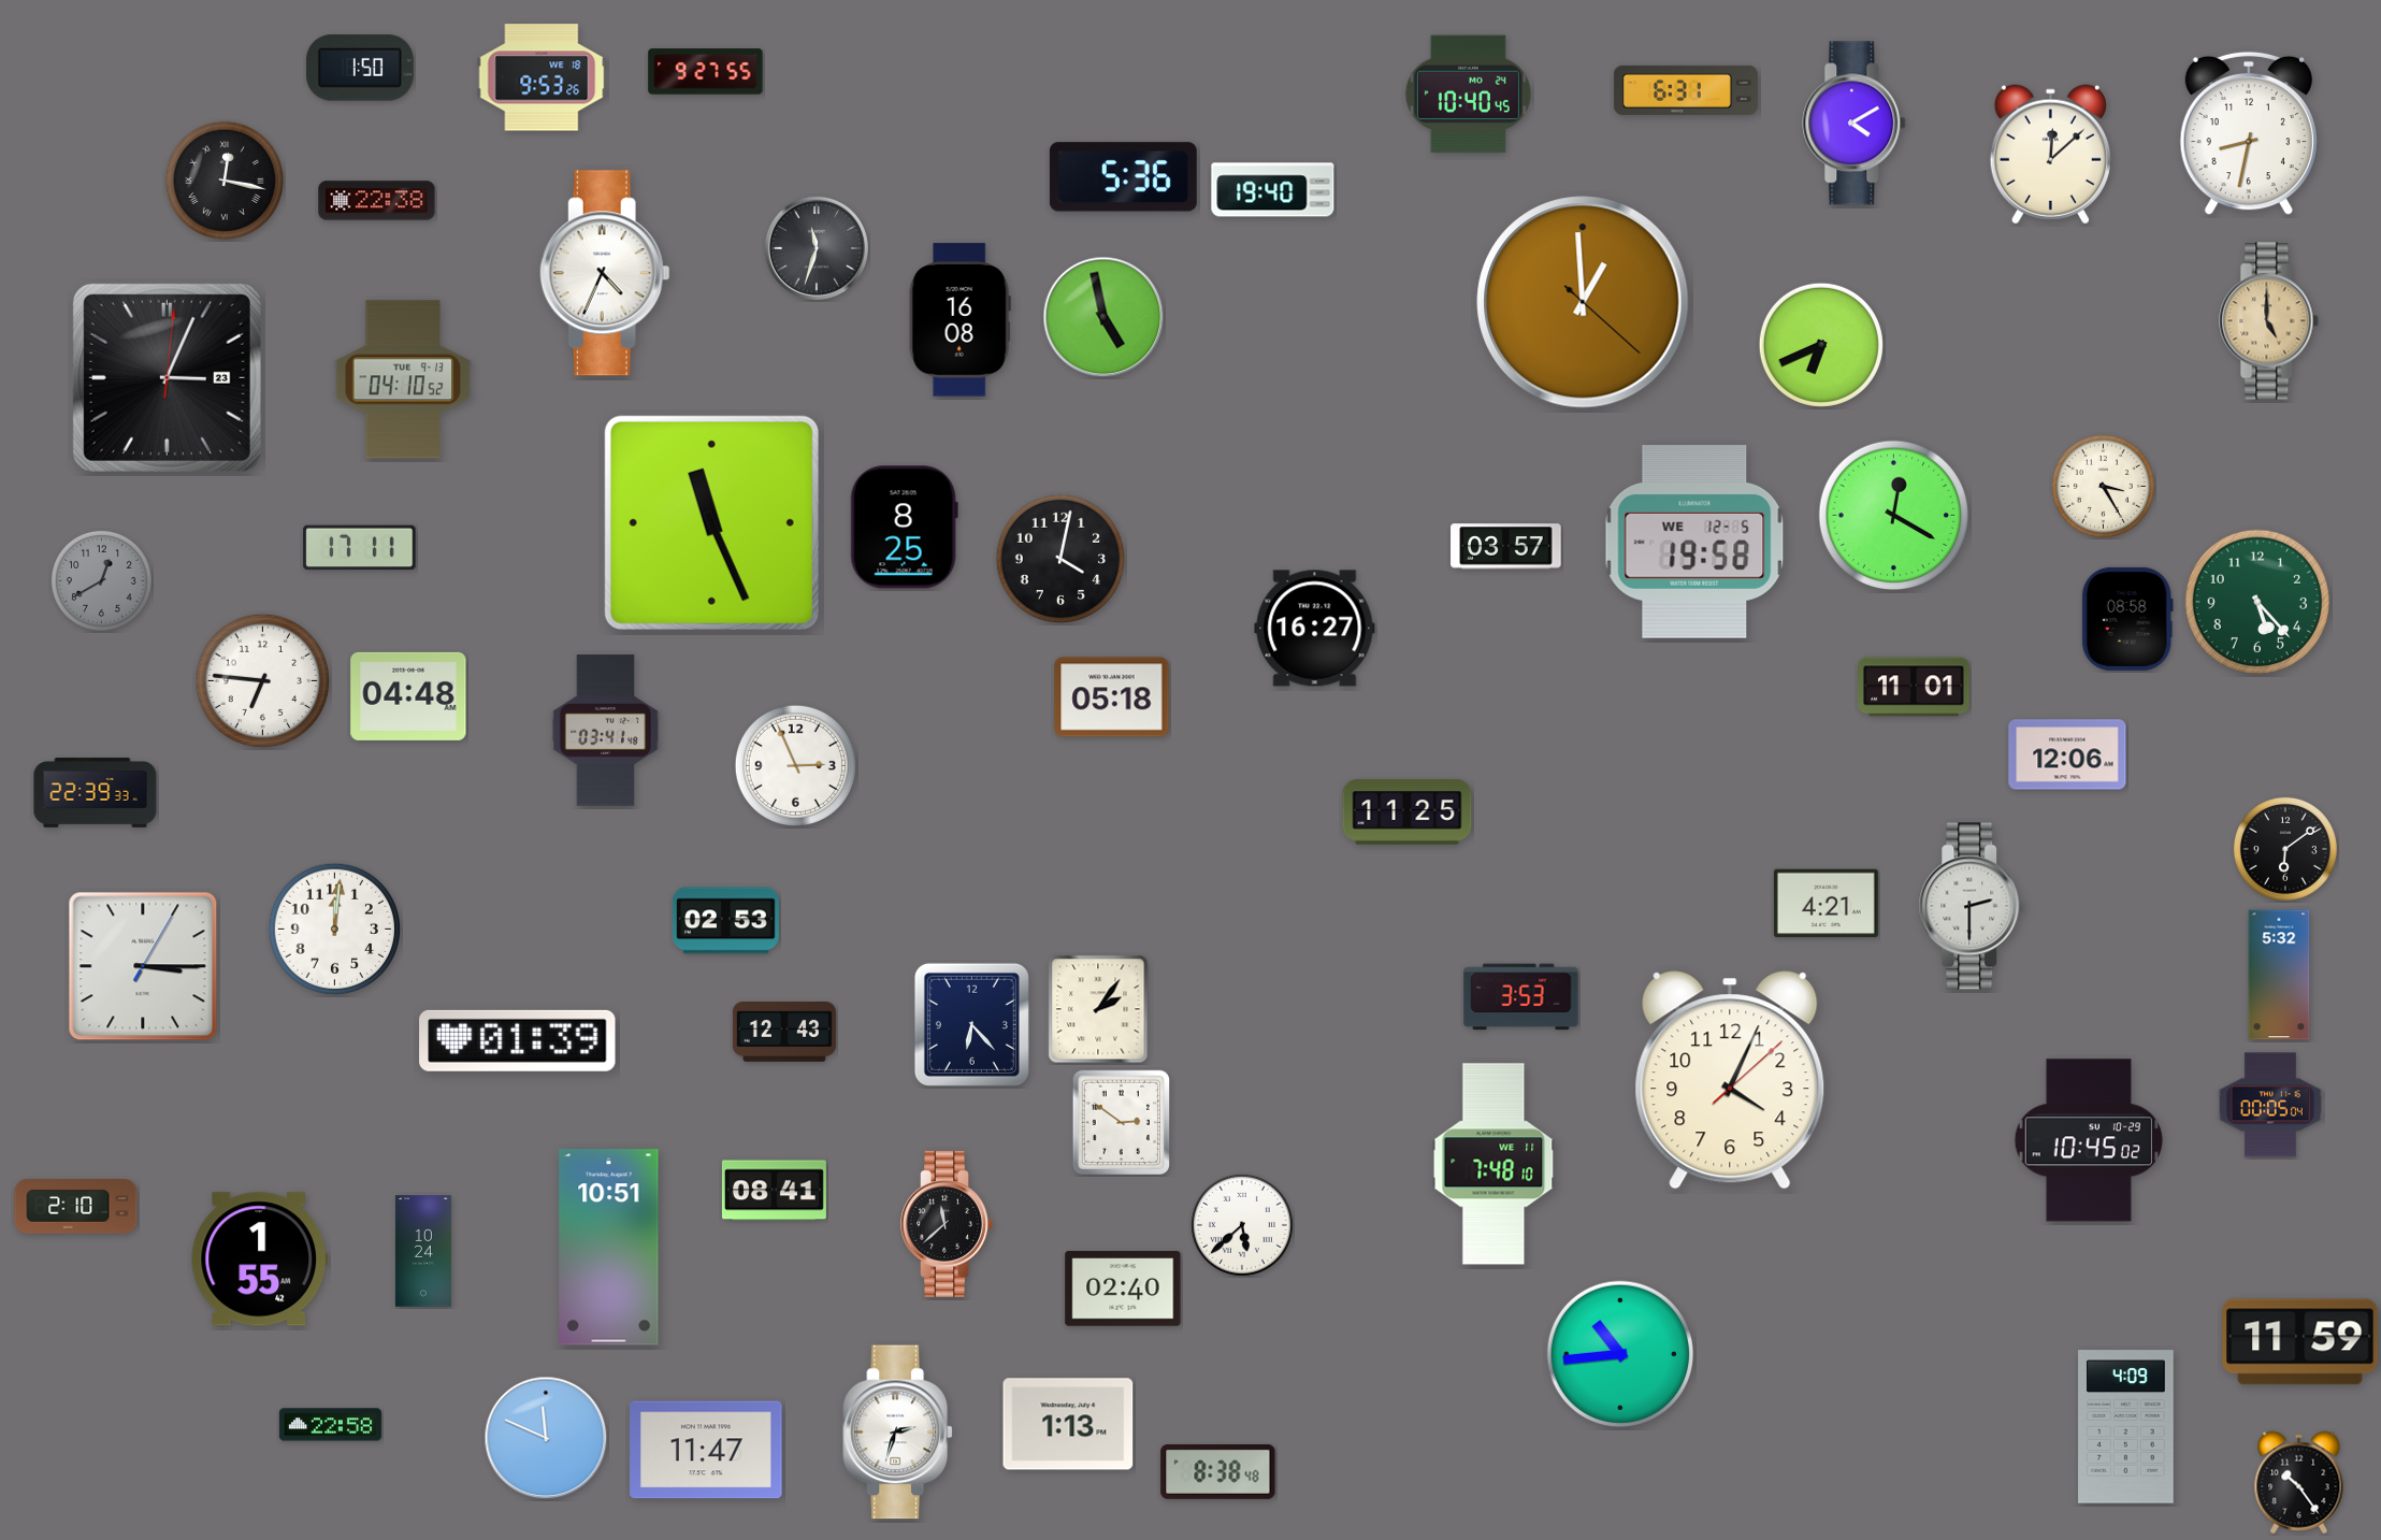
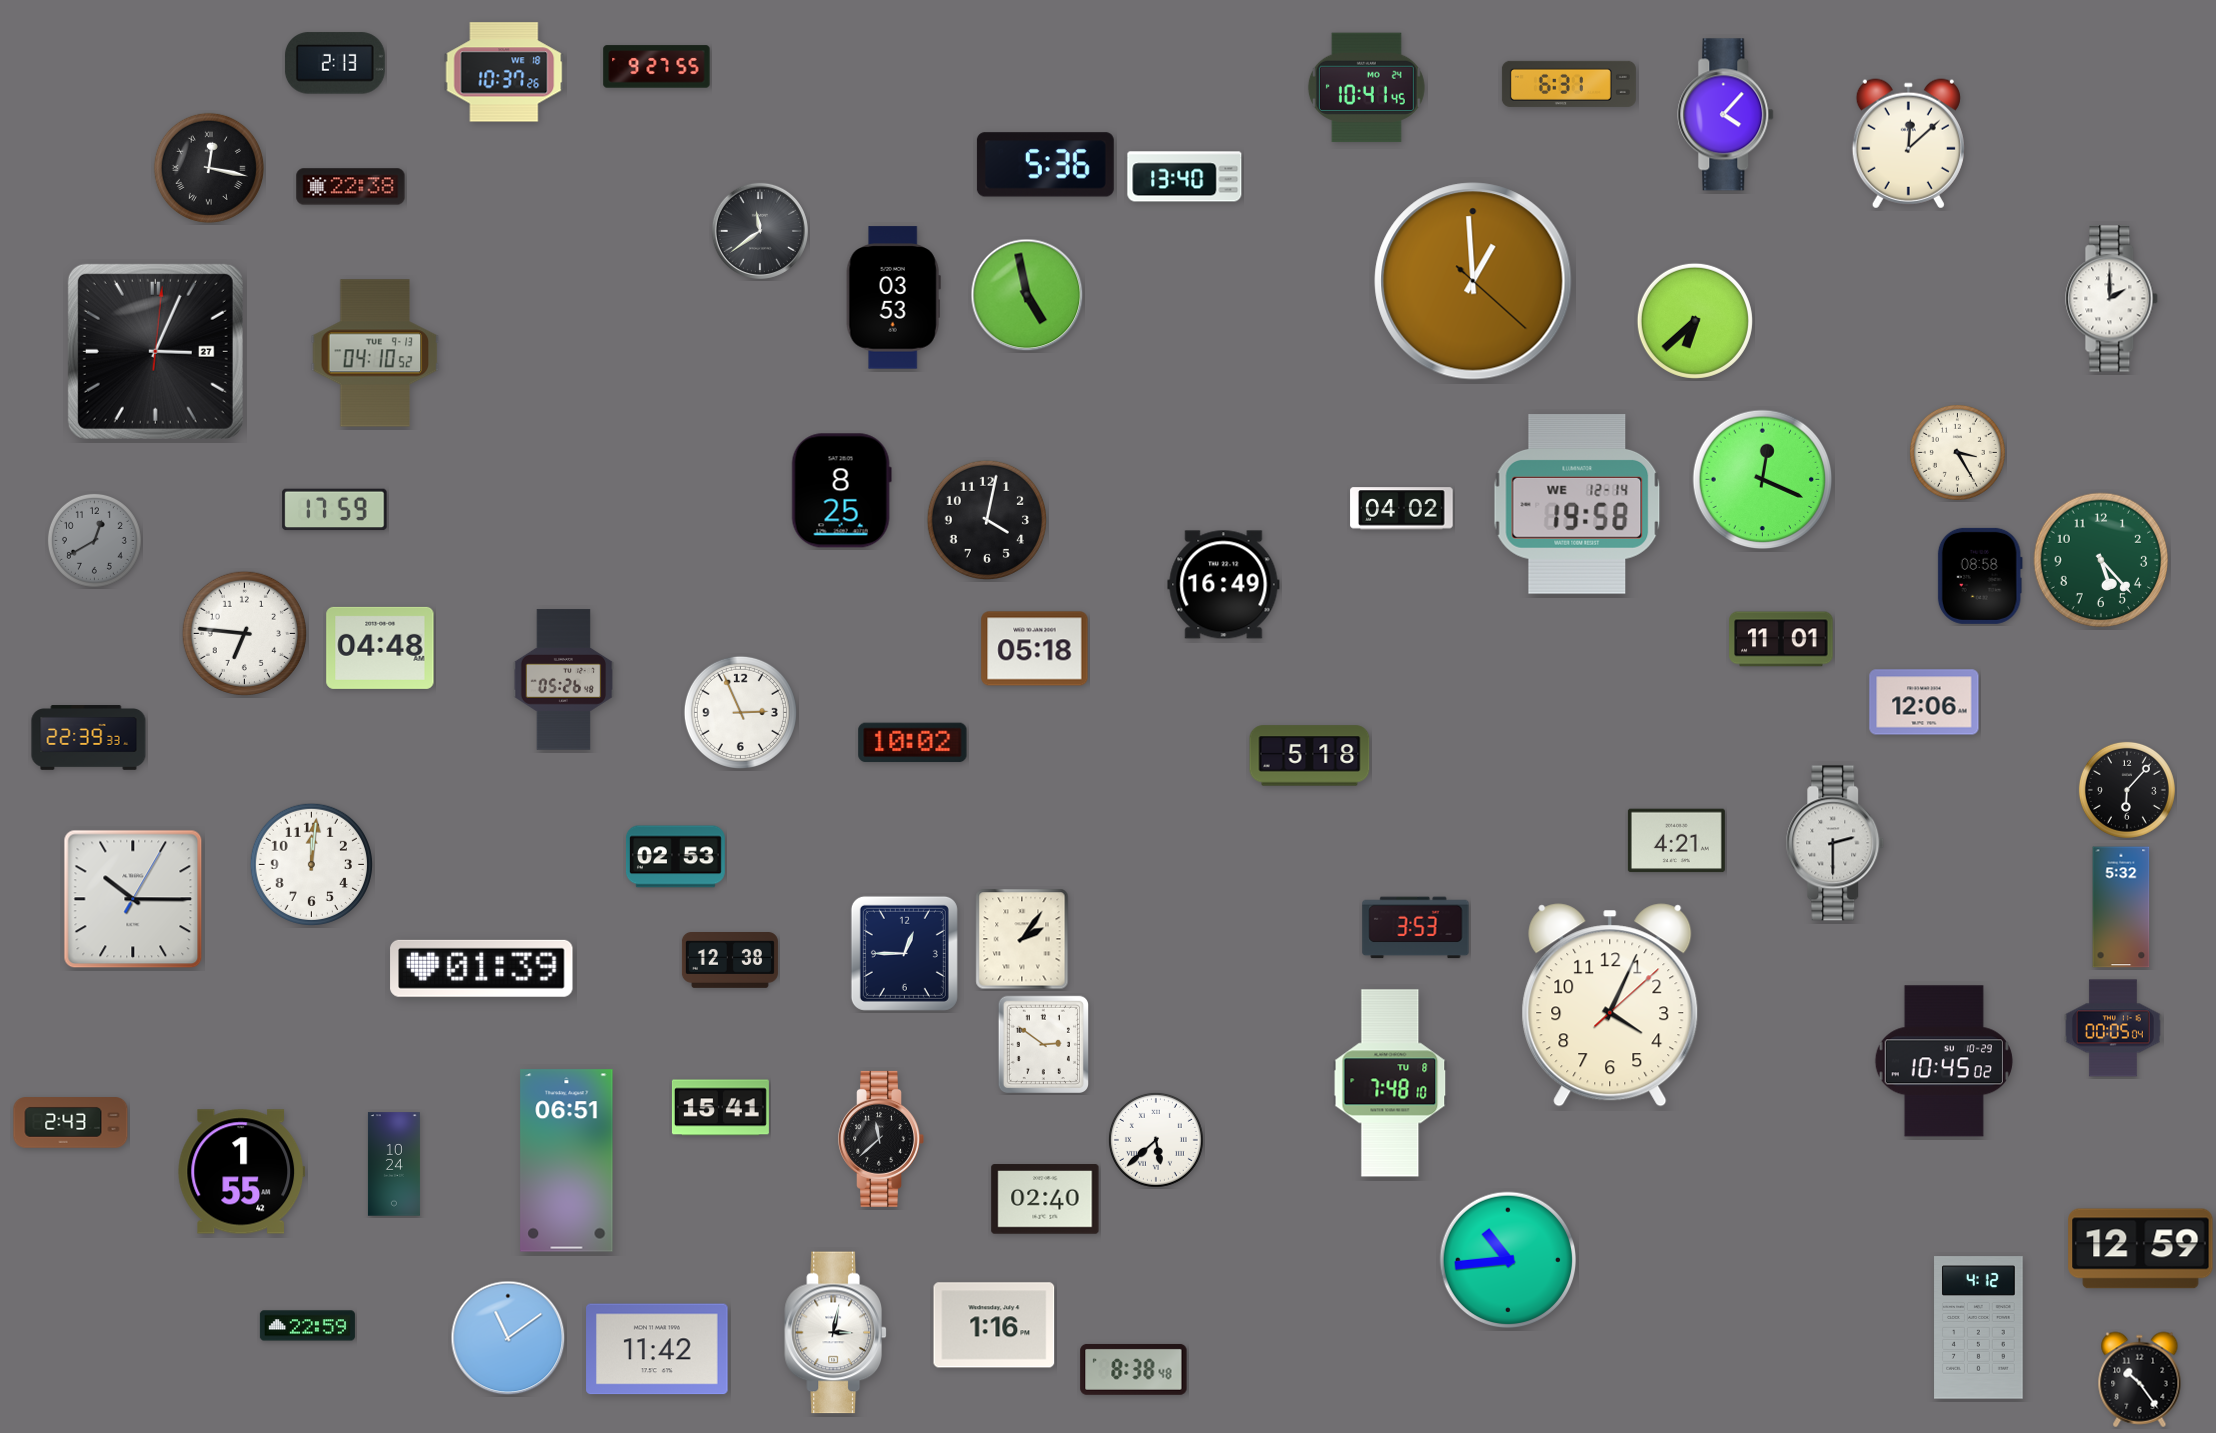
clock at (360, 68): 1:50 -> 2:13
clock at (542, 77): 9:53 -> 10:37
clock at (1468, 95): 10:40 -> 10:41
clock at (1855, 124): 4:10 -> 4:07
clock at (2249, 133): 8:32 -> none
clock at (1273, 190): 19:40 -> 13:40
clock at (817, 248): 11:33 -> 11:39
clock at (605, 273): 4:34 -> none
clock at (959, 320): 16:08 -> 03:53
clock at (2269, 321): 5:00 -> 2:00
clock at (2269, 321) dial: champagne -> white
clock at (1821, 345): 6:41 -> 6:38
clock at (167, 377) date: 23 -> 27
clock at (1894, 516): 12:20 -> 12:19
clock at (711, 522): 11:26 -> none
clock at (1694, 543) date: WE 12-5 -> WE 12-14
clock at (1506, 547): 03:57 -> 04:02
clock at (360, 548): 17:11 -> 17:59
clock at (1315, 629): 16:27 -> 16:49
clock at (606, 731): 03:41 -> 05:26
clock at (913, 743): none -> 10:02
clock at (1408, 812): 11:25 -> 5:18
clock at (2285, 849): 6:09 -> 6:07
clock at (1826, 904) position: (1826, 904) -> (1676, 841)
clock at (143, 966): 3:15 -> 10:15
clock at (971, 1024): 6:23 -> 12:45
clock at (784, 1033): 12:43 -> 12:38
clock at (1493, 1164) date: WE 11 -> TU 8
clock at (774, 1191): 08:41 -> 15:41
clock at (76, 1207): 2:10 -> 2:43
clock at (609, 1248): 10:51 -> 06:51
clock at (2300, 1342): 11:59 -> 12:59
clock at (1068, 1424): 1:13 -> 1:16
clock at (330, 1425): 22:58 -> 22:59
clock at (2126, 1427): 4:09 -> 4:12
clock at (898, 1433): 2:33 -> 3:02
clock at (546, 1438): 11:49 -> 11:09
clock at (706, 1450): 11:47 -> 11:42
